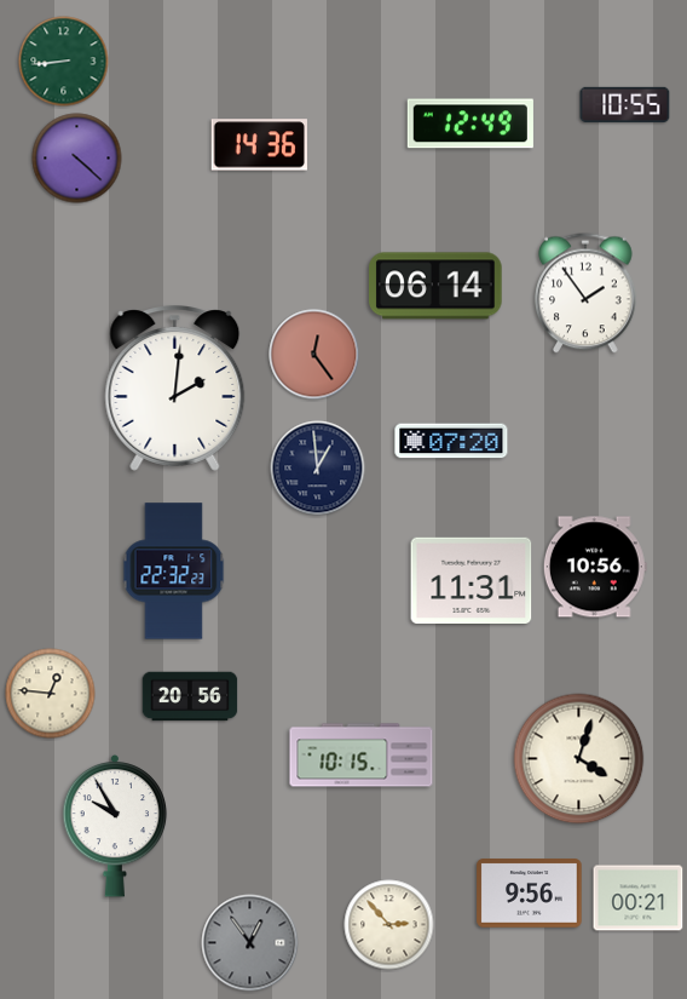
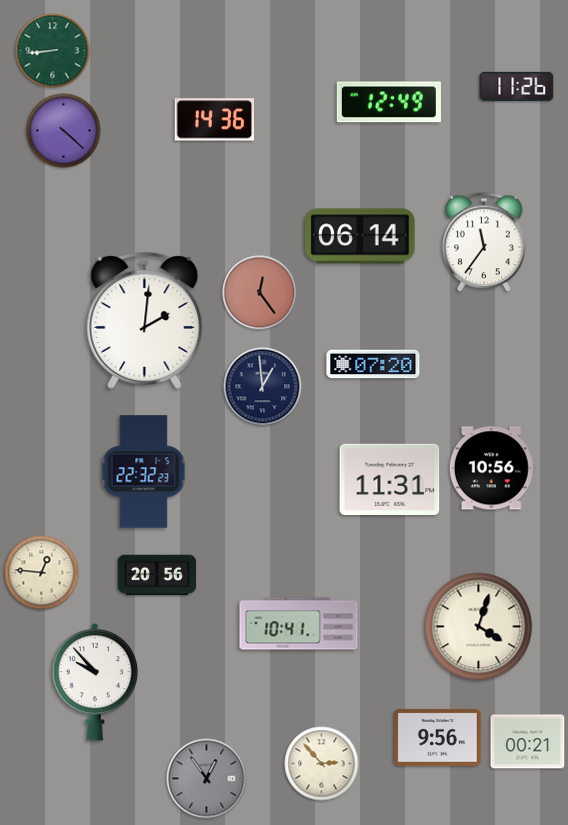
clock at (625, 104): 10:55 -> 11:26
clock at (587, 293): 1:54 -> 11:36
clock at (362, 756): 10:15 -> 10:41
clock at (115, 826): 9:55 -> 9:53
